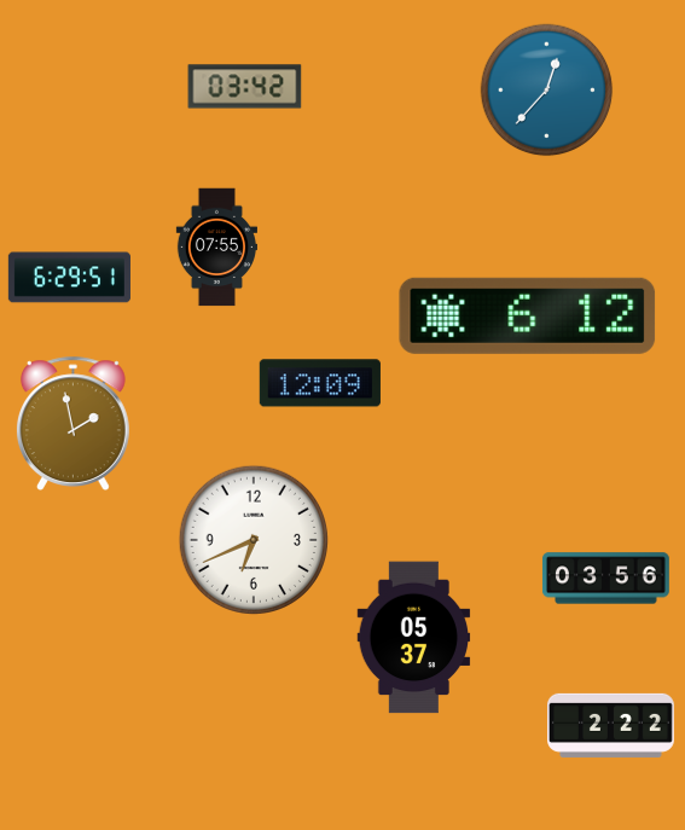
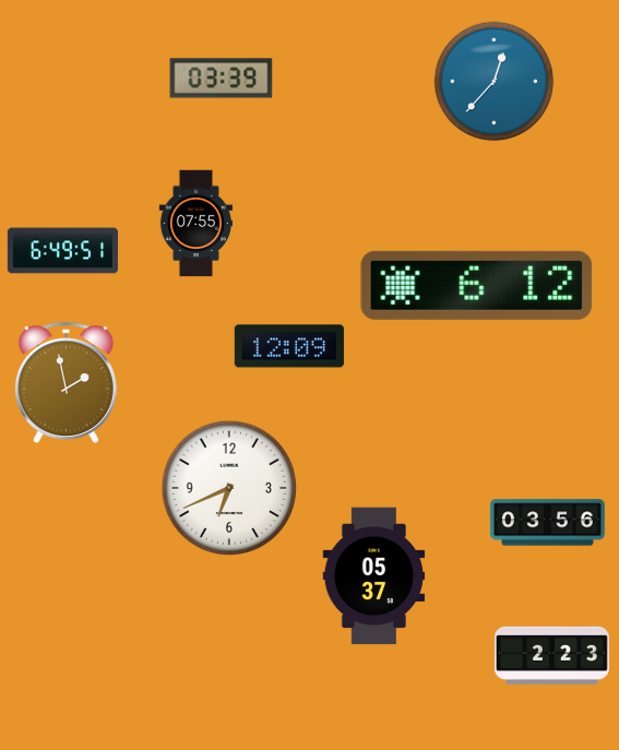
clock at (245, 87): 03:42 -> 03:39
clock at (69, 278): 6:29 -> 6:49
clock at (611, 725): 2:22 -> 2:23
